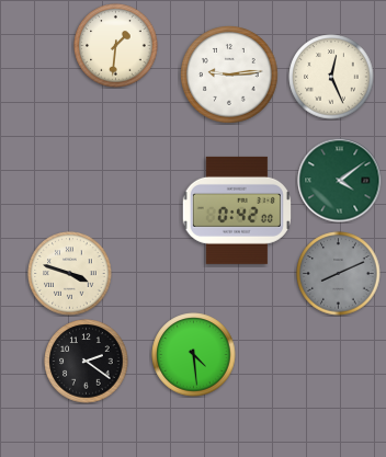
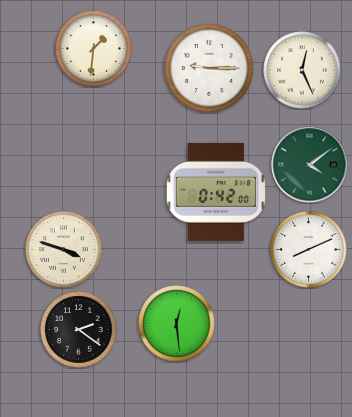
clock at (116, 46) position: (116, 46) -> (94, 49)
clock at (230, 76): 9:14 -> 9:15
clock at (339, 274) dial: grey -> white
clock at (194, 355): 4:29 -> 12:29
